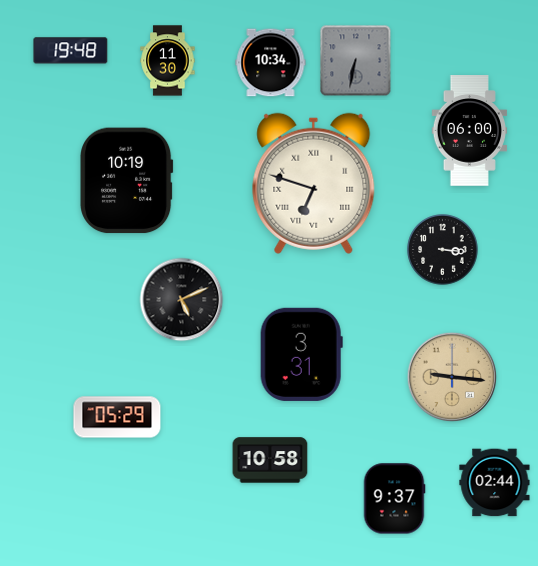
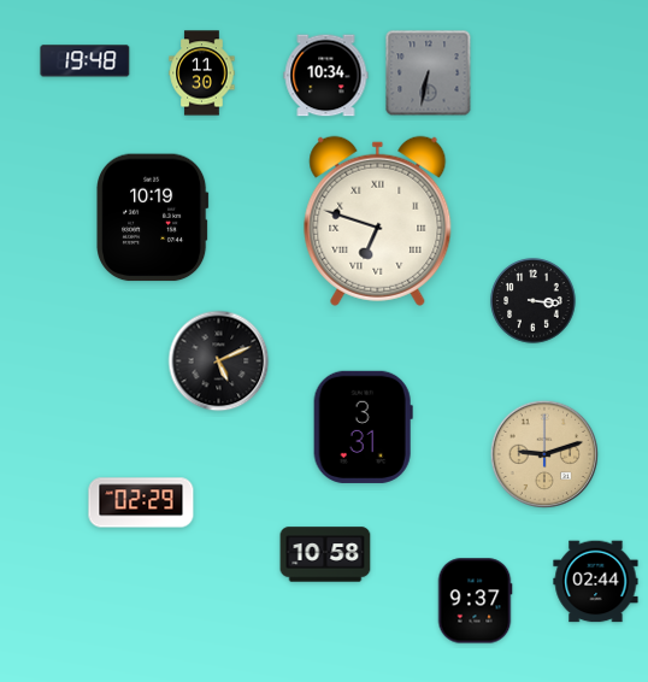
clock at (470, 131): 06:00 -> none
clock at (452, 377): 9:16 -> 9:12
clock at (117, 417): 05:29 -> 02:29
